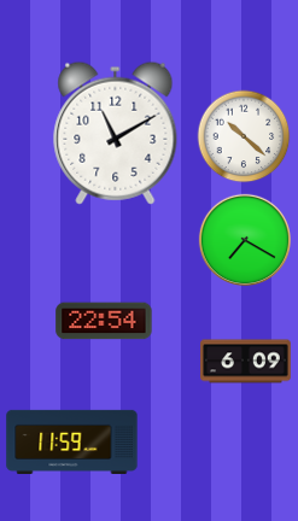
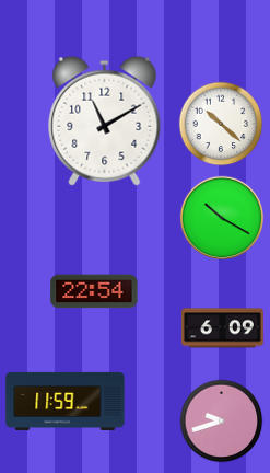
clock at (244, 239): 7:20 -> 10:20
clock at (222, 422): none -> 9:42
